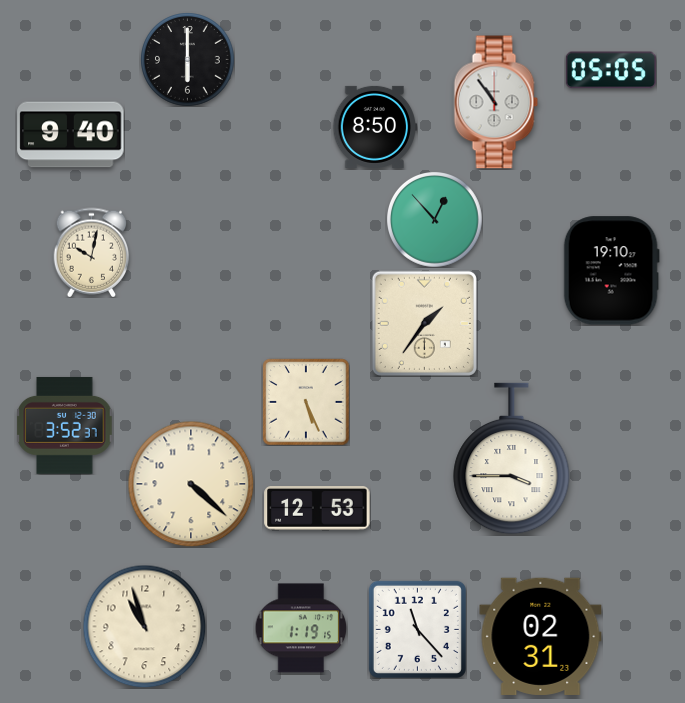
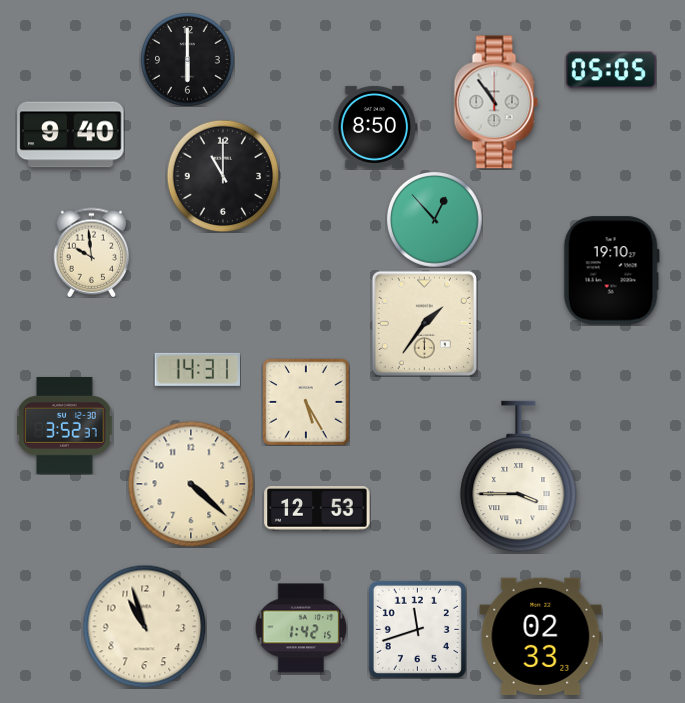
clock at (223, 176): none -> 11:00
clock at (92, 252): 10:02 -> 9:59
clock at (197, 369): none -> 14:31
clock at (306, 402): 5:26 -> 5:25
clock at (512, 459) position: (512, 459) -> (519, 477)
clock at (301, 628): 1:19 -> 1:42
clock at (417, 629): 11:23 -> 11:42
clock at (541, 636): 02:31 -> 02:33
